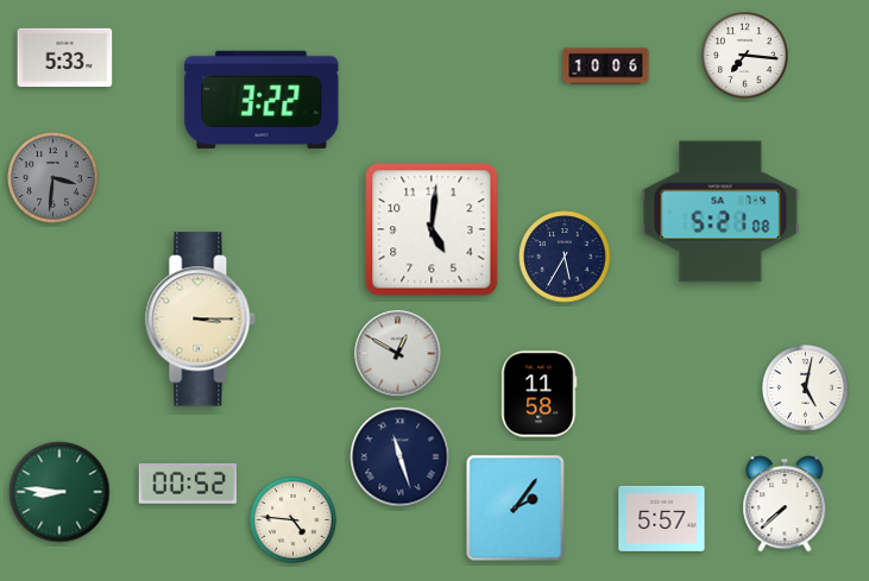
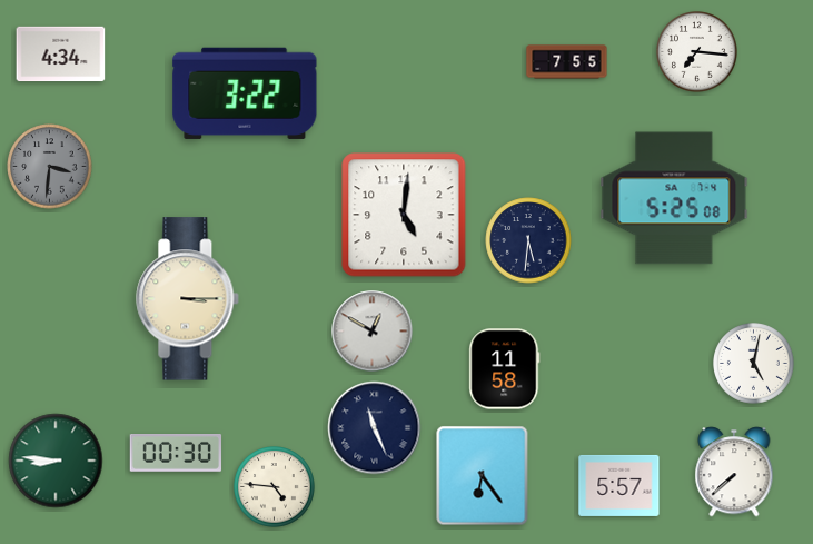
clock at (65, 58): 5:33 -> 4:34
clock at (606, 67): 10:06 -> 7:55
clock at (720, 211): 5:21 -> 5:25
clock at (565, 257): 5:35 -> 5:31
clock at (401, 457): 11:27 -> 11:26
clock at (188, 485): 00:52 -> 00:30
clock at (516, 509): 2:06 -> 6:24
